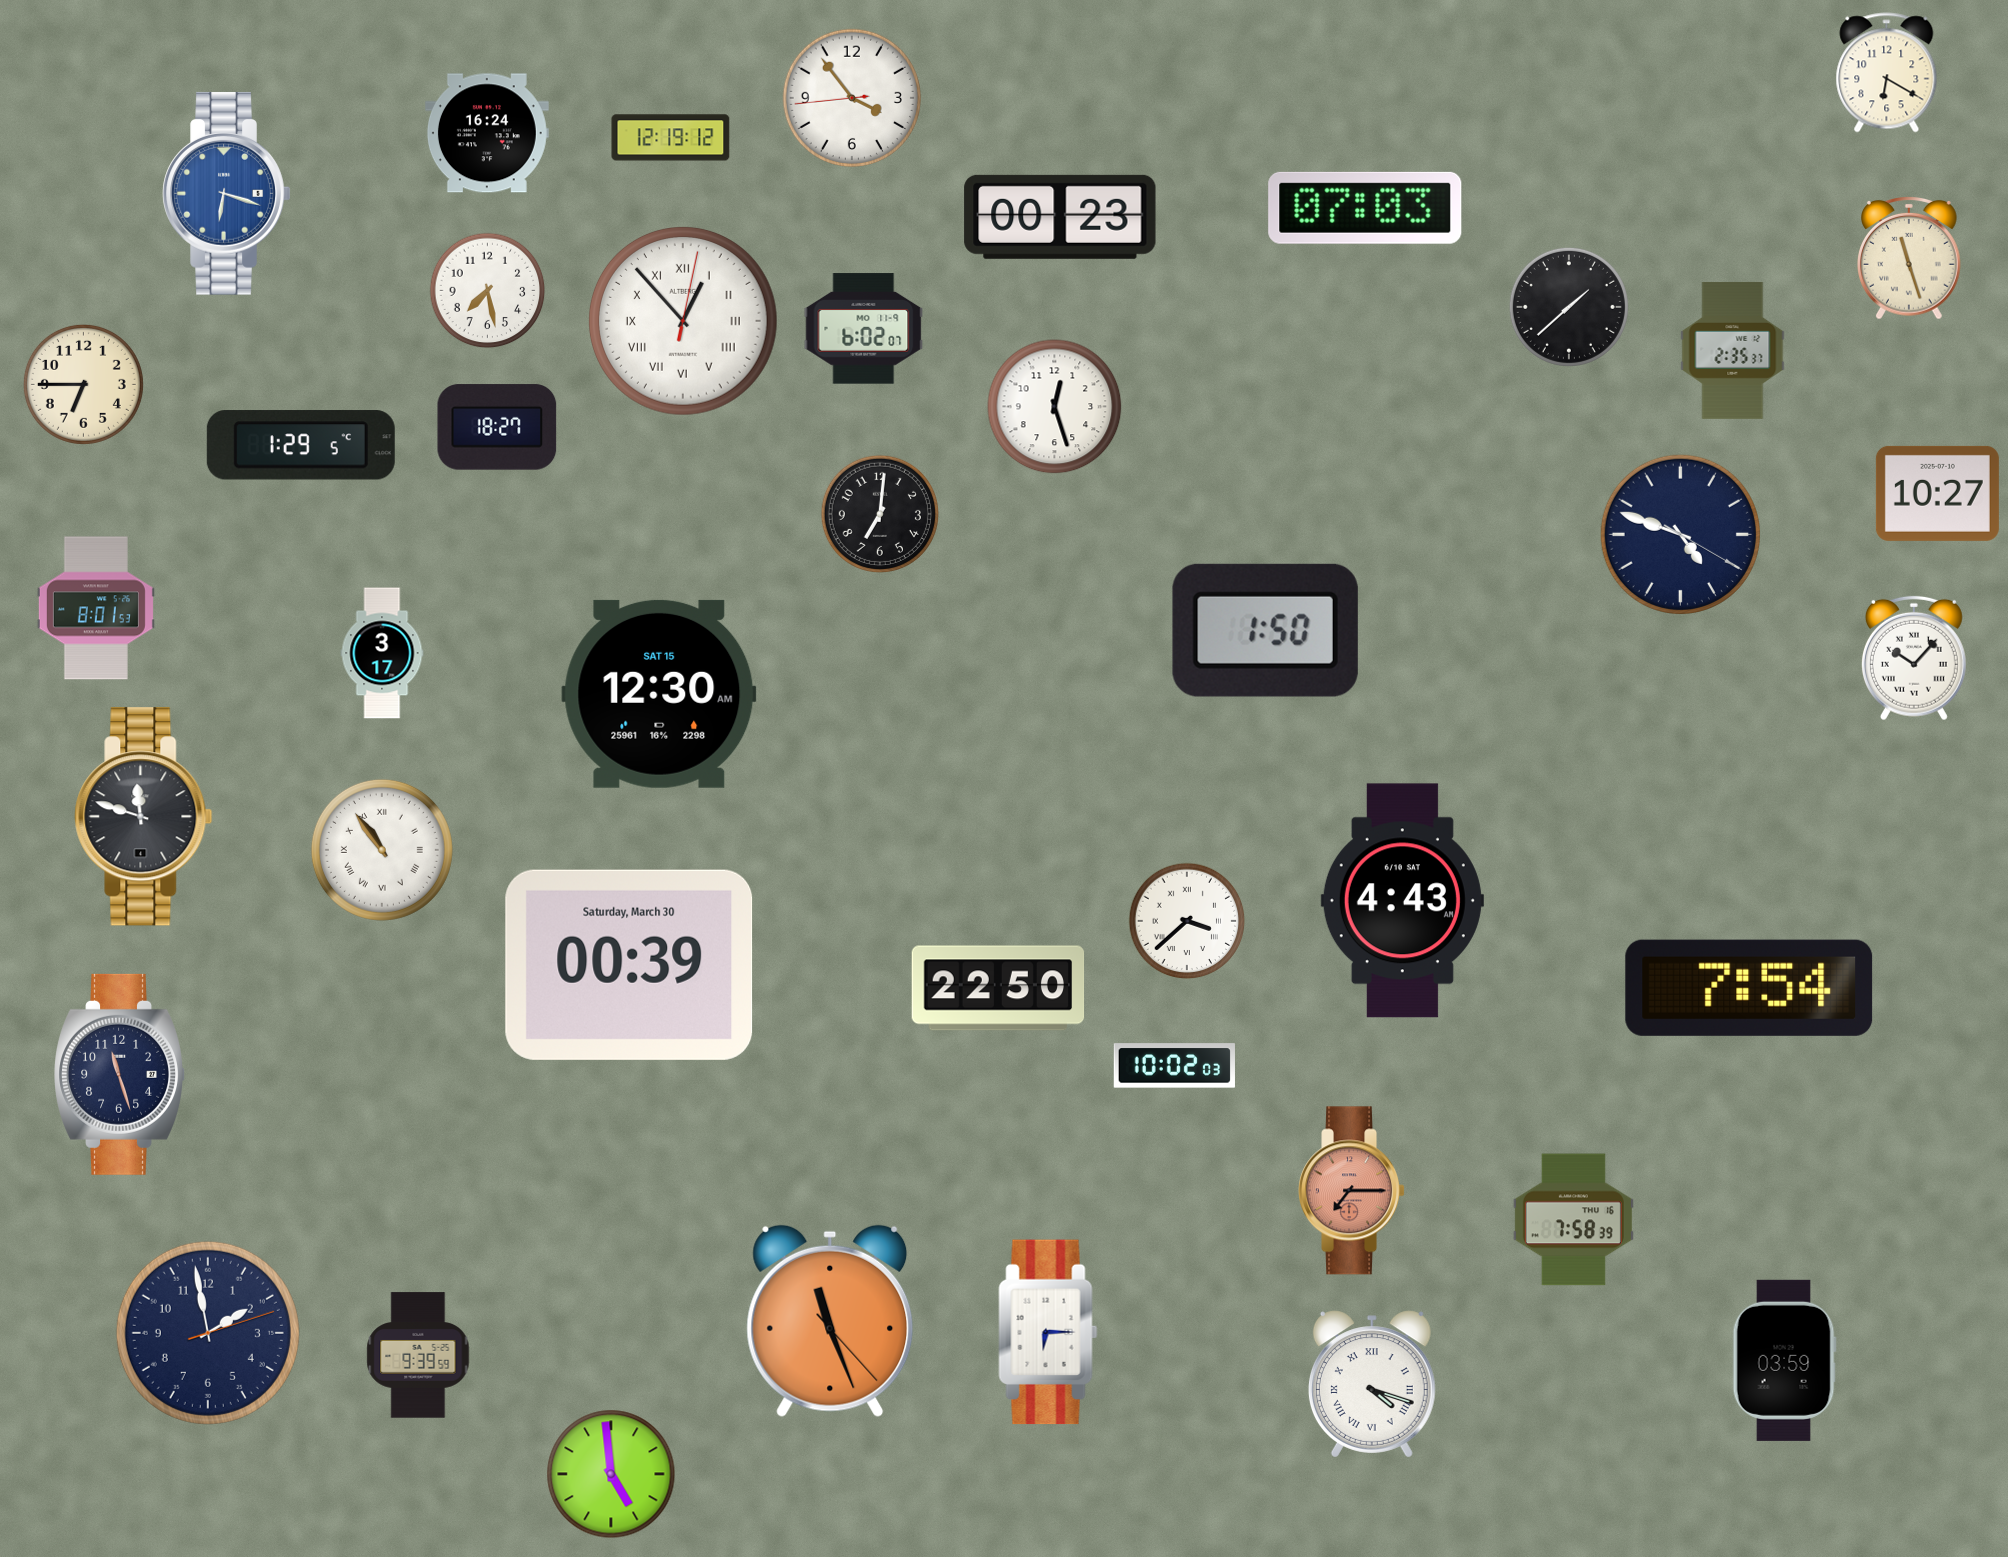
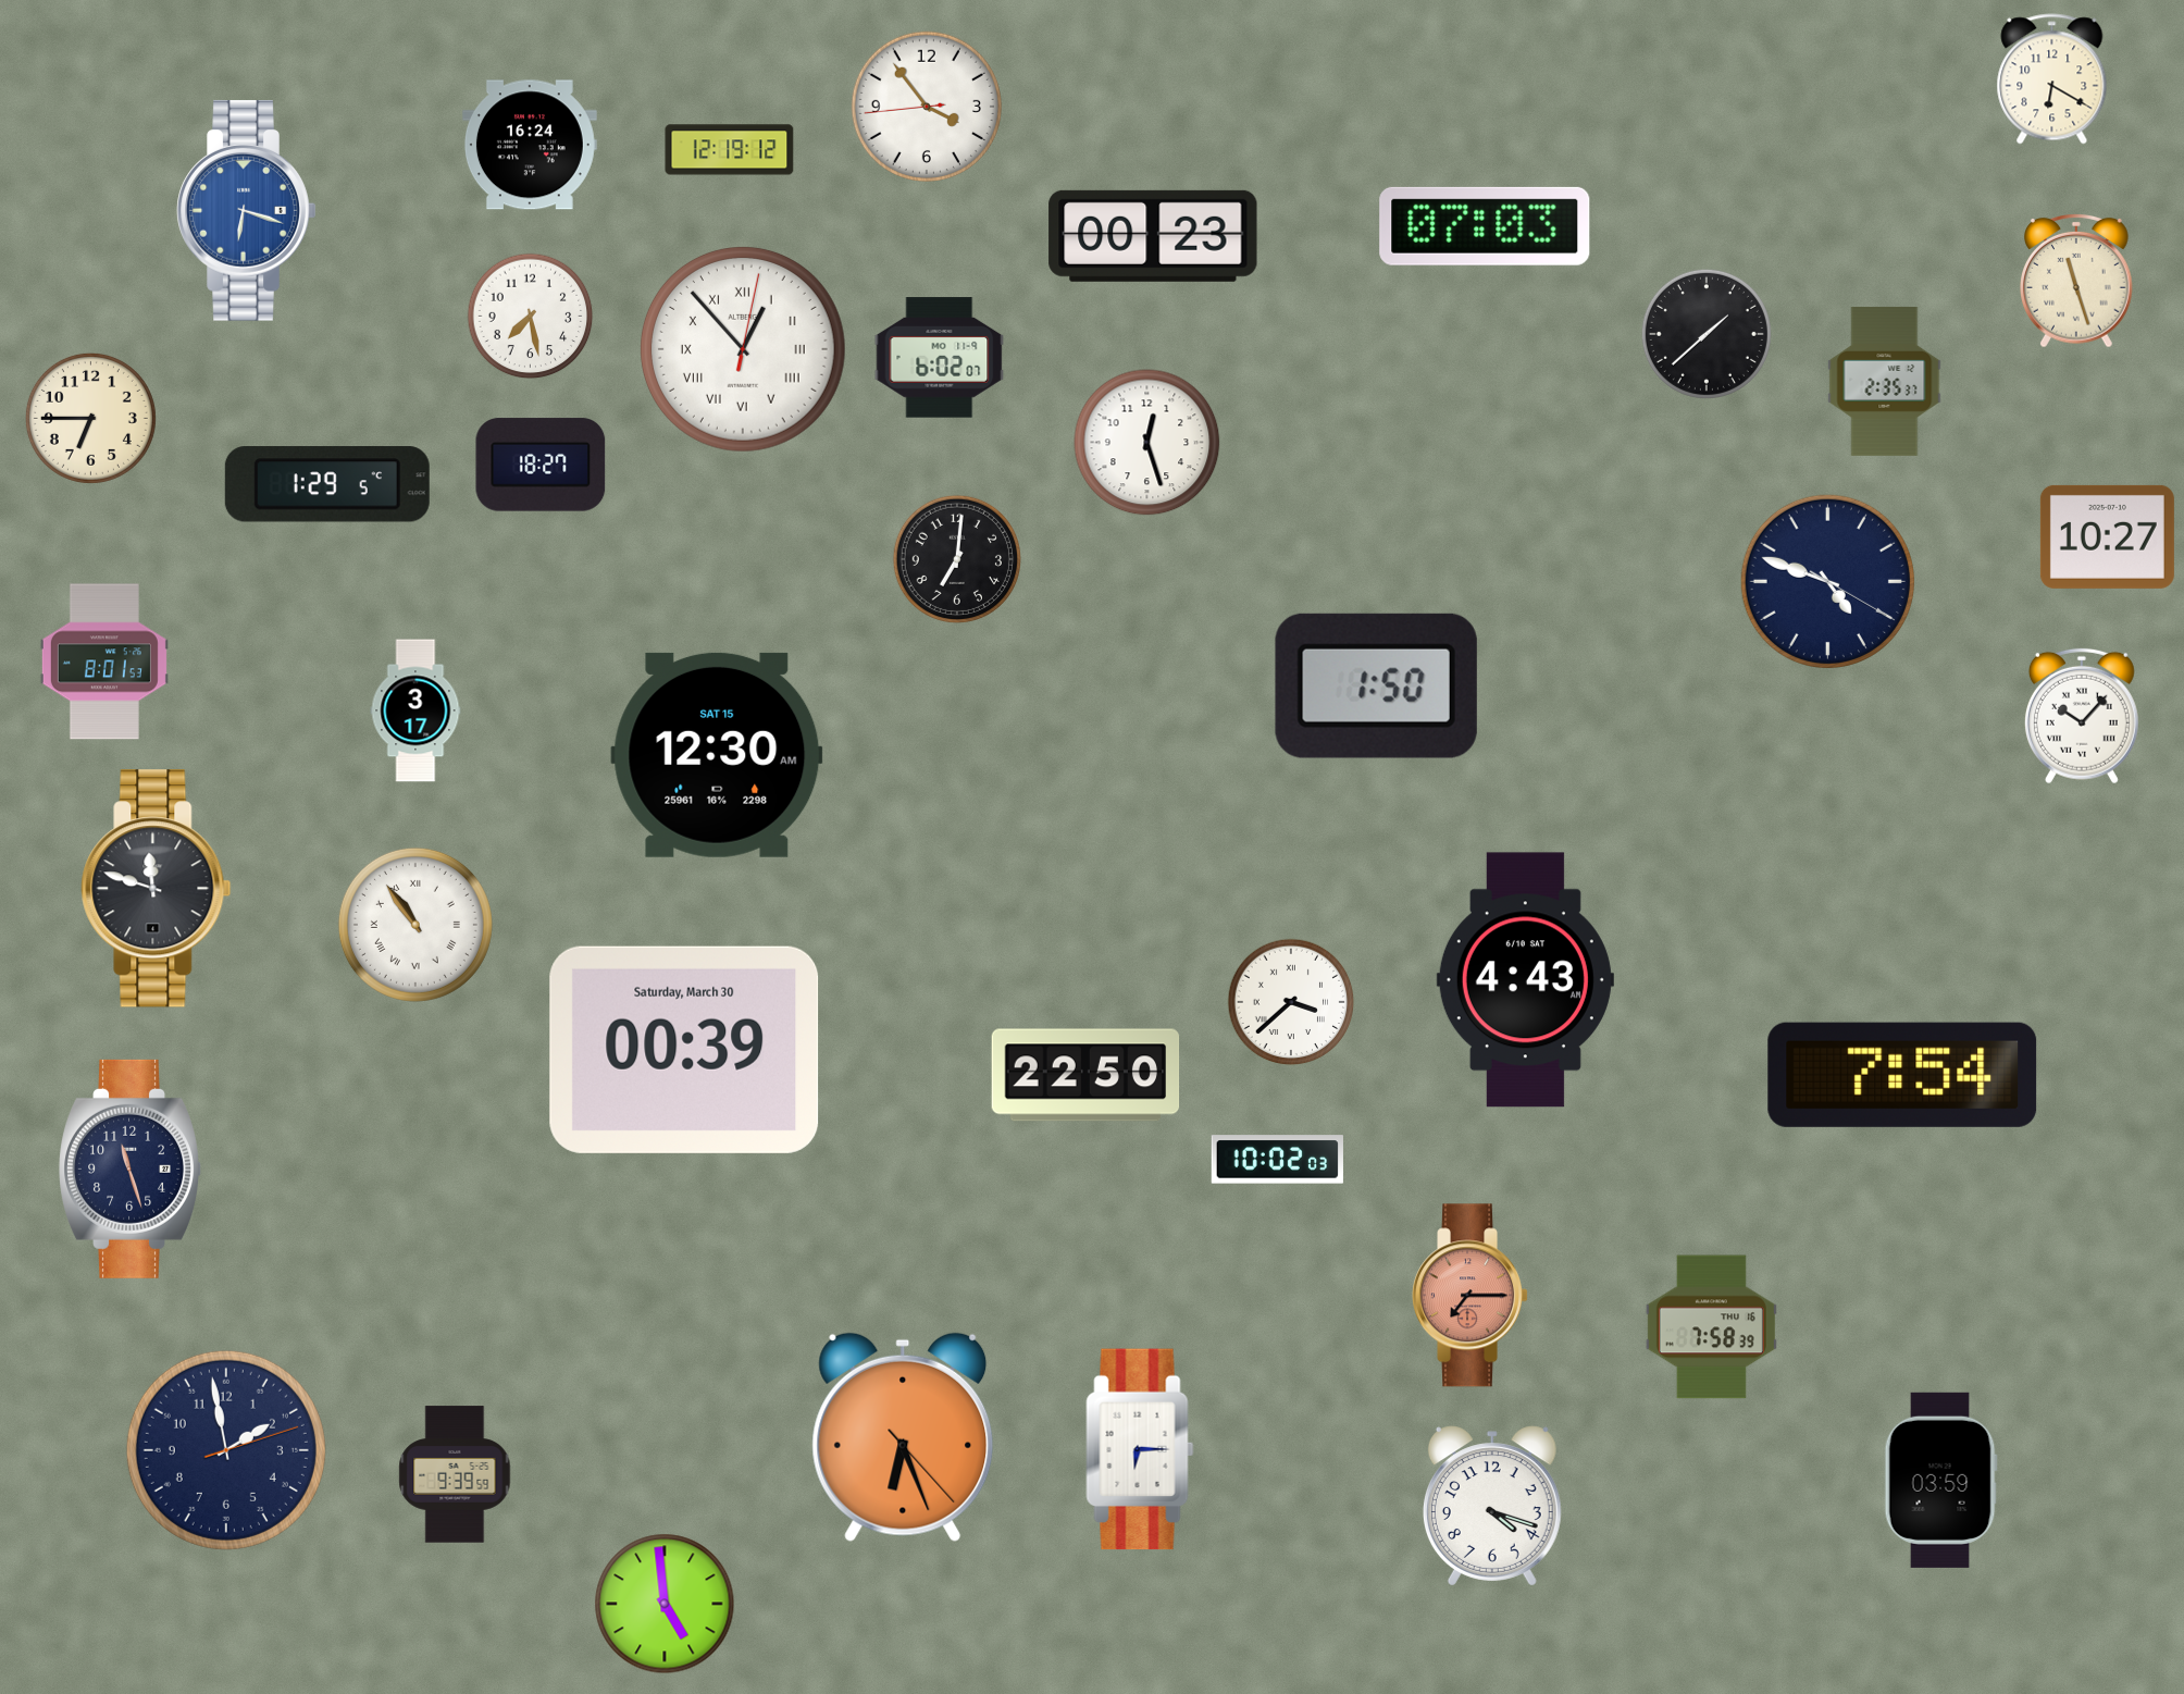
clock at (830, 1321): 11:26 -> 6:26
clock at (1372, 1384) numerals: Roman -> Arabic
